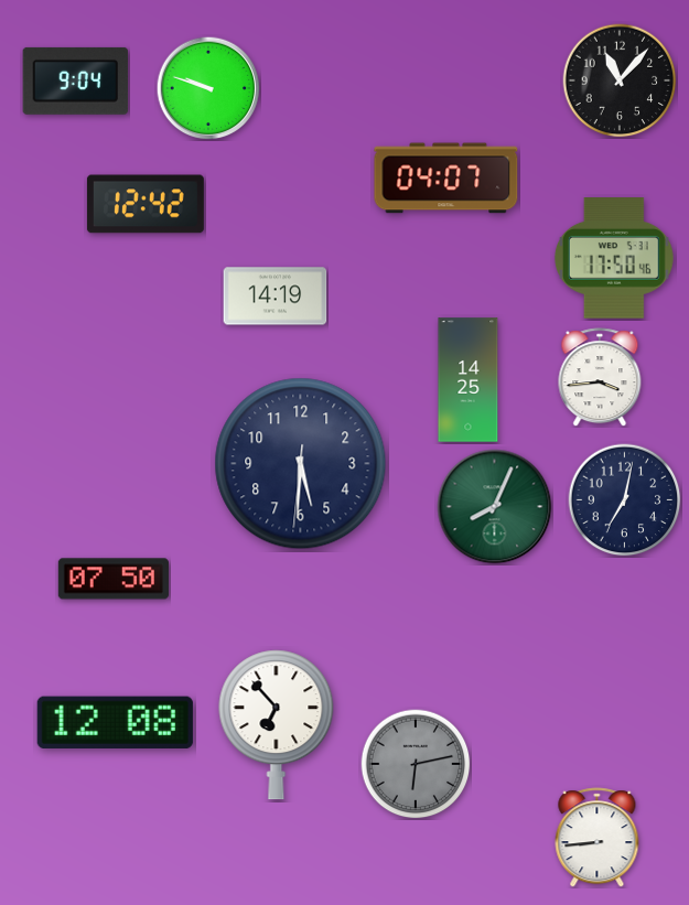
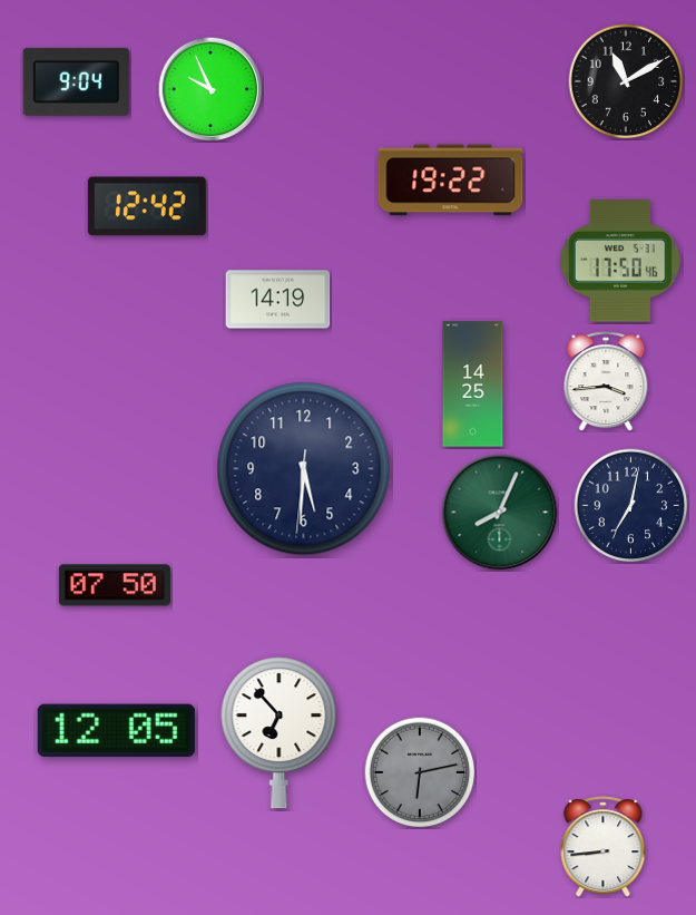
clock at (620, 80): 11:07 -> 11:10
clock at (208, 88): 9:48 -> 9:56
clock at (446, 179): 04:07 -> 19:22
clock at (115, 722): 12:08 -> 12:05
